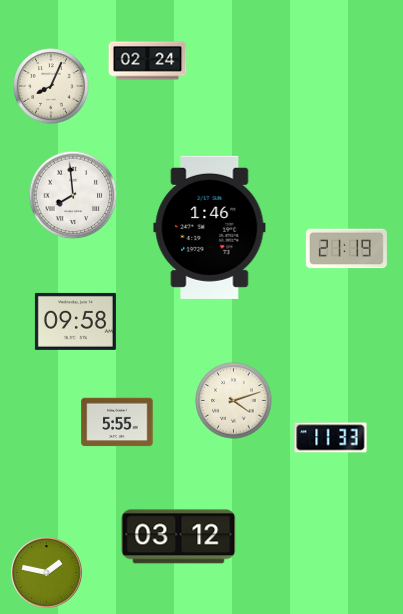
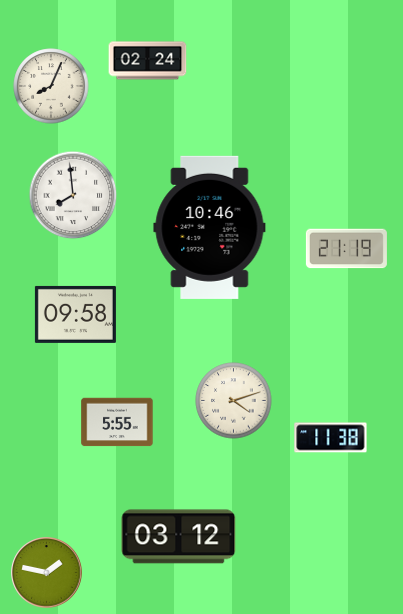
clock at (210, 227): 1:46 -> 10:46
clock at (75, 321) position: (75, 321) -> (75, 314)
clock at (331, 438): 11:33 -> 11:38
